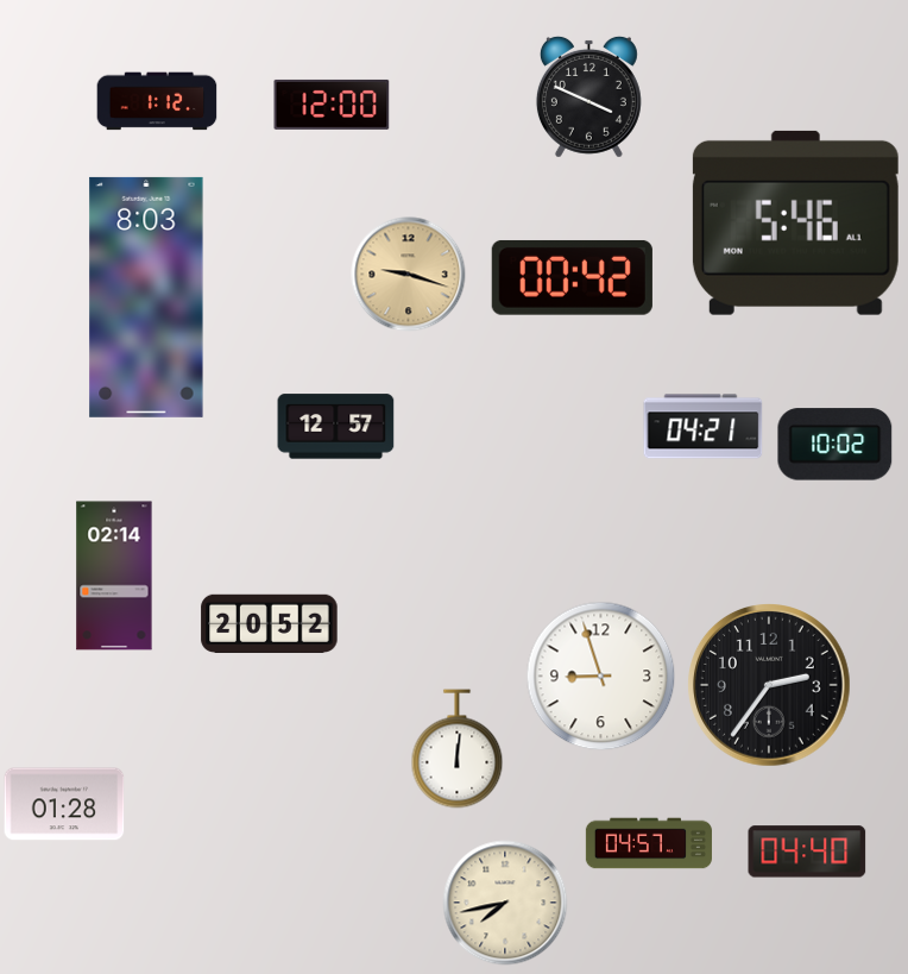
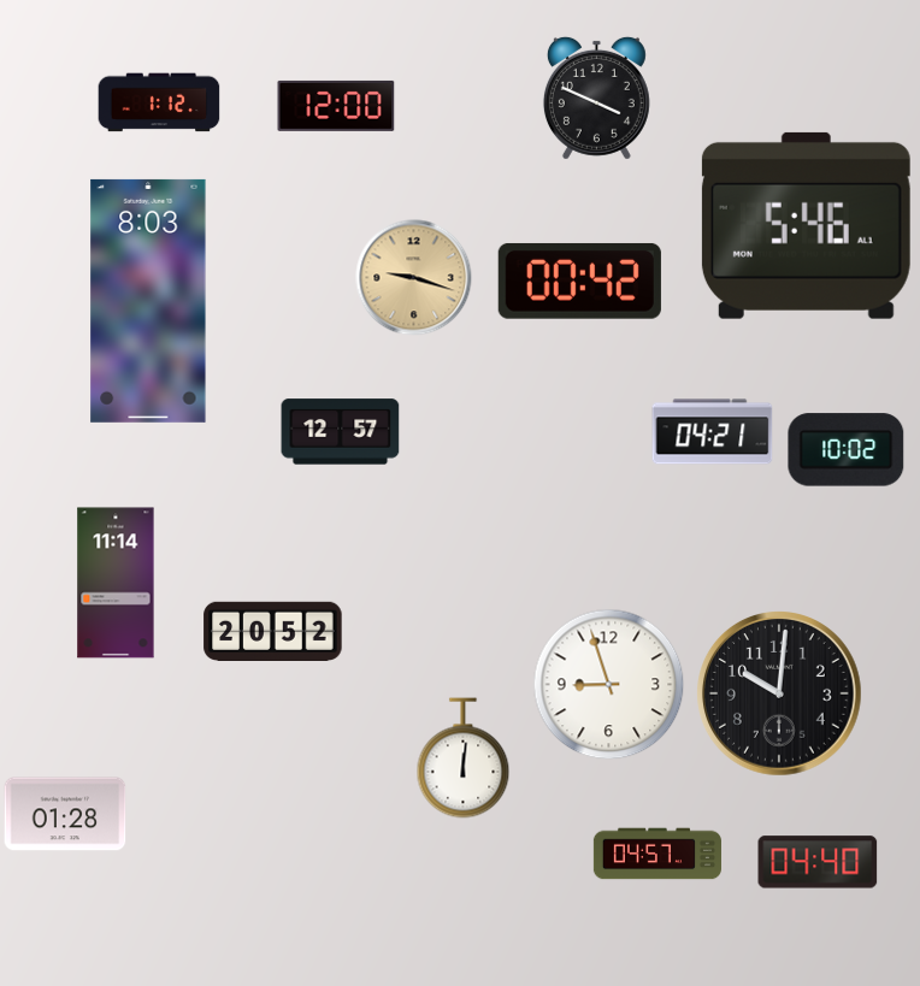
clock at (114, 576): 02:14 -> 11:14
clock at (770, 686): 2:36 -> 10:01
clock at (505, 903): 7:43 -> none
